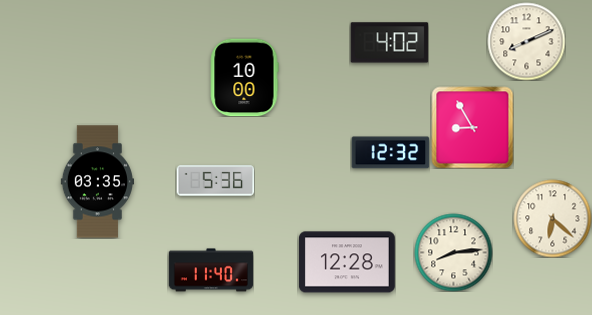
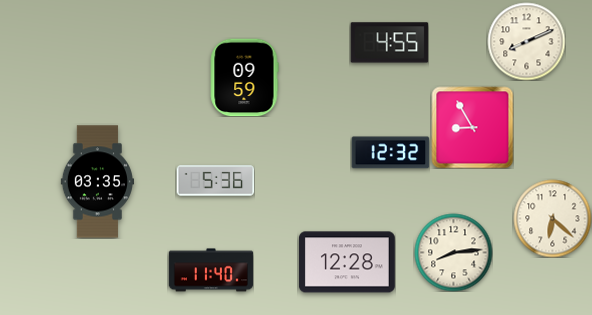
clock at (389, 43): 4:02 -> 4:55
clock at (244, 77): 10:00 -> 09:59
